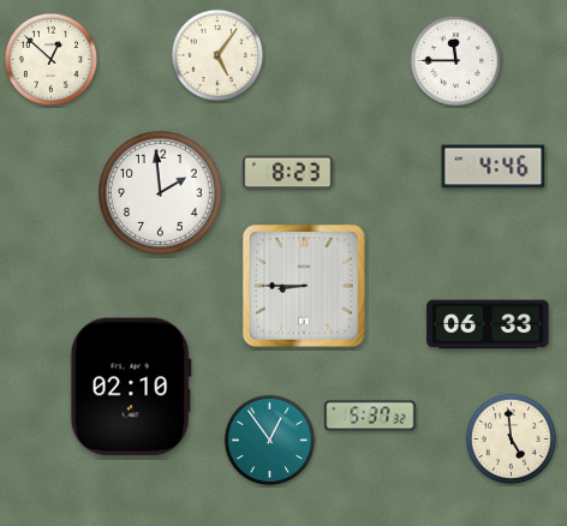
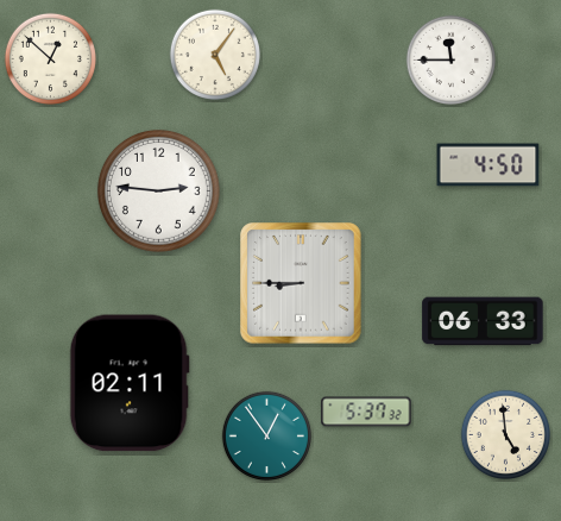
clock at (494, 167): 4:46 -> 4:50
clock at (288, 173): 8:23 -> none
clock at (160, 192): 1:59 -> 2:46
clock at (131, 387): 02:10 -> 02:11
